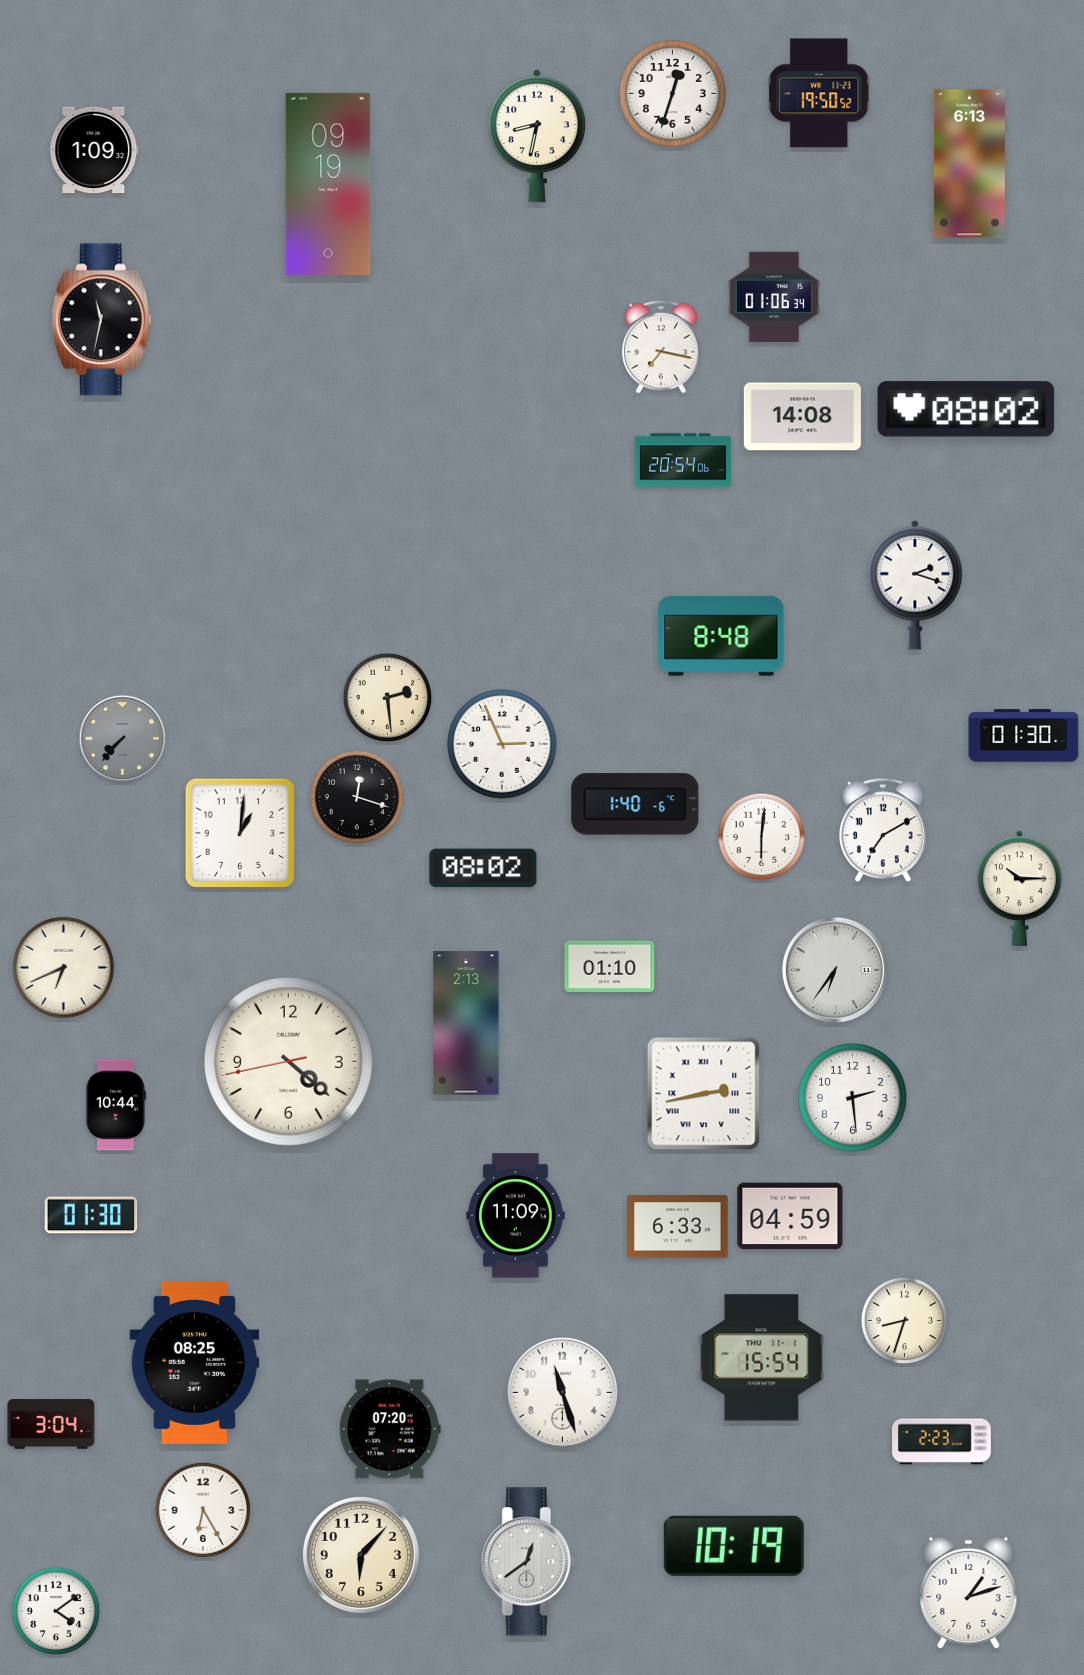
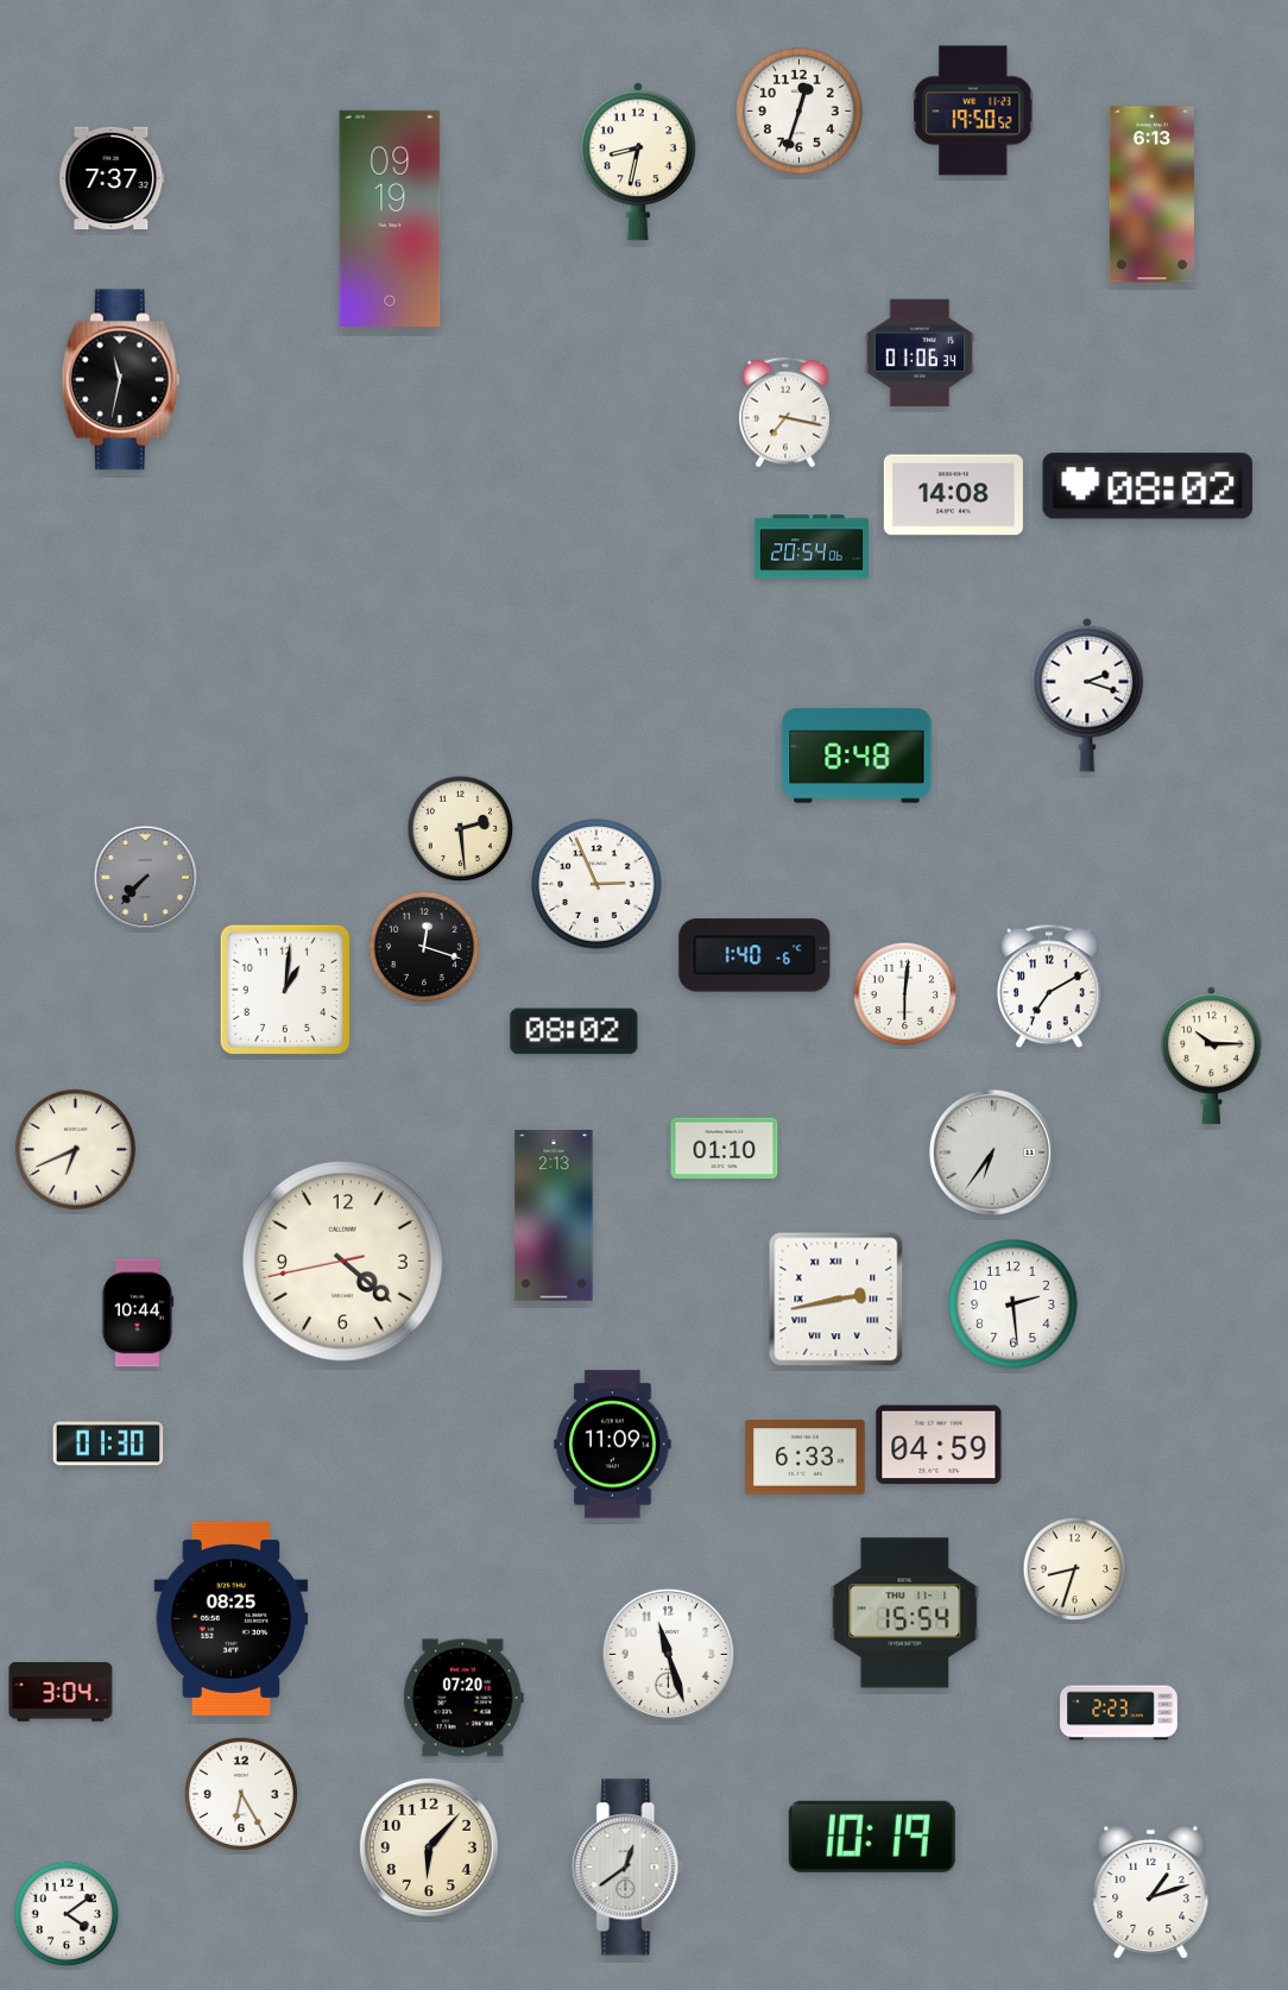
clock at (94, 150): 1:09 -> 7:37
clock at (1024, 736): 01:30 -> none
clock at (529, 1562) position: (529, 1562) -> (629, 1868)
